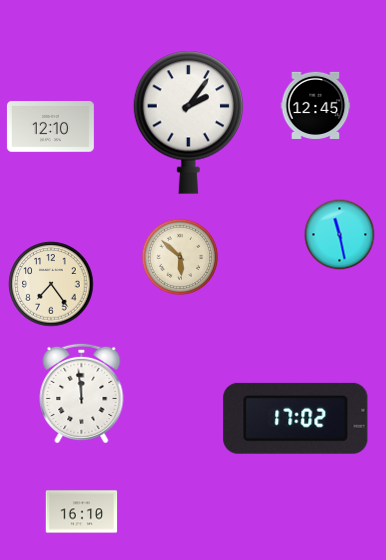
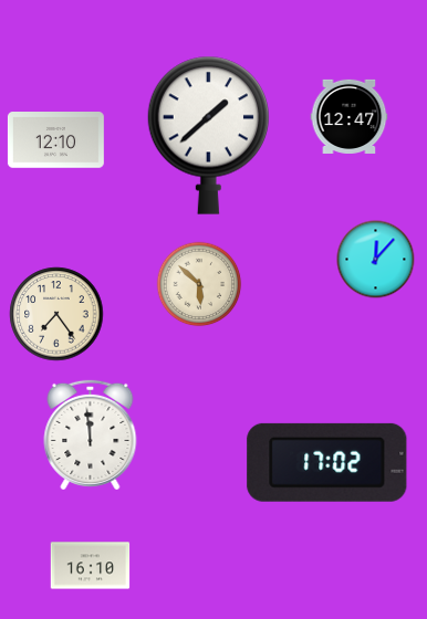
clock at (316, 105): 12:45 -> 12:47
clock at (188, 122): 2:06 -> 1:38
clock at (340, 235): 11:28 -> 12:07
